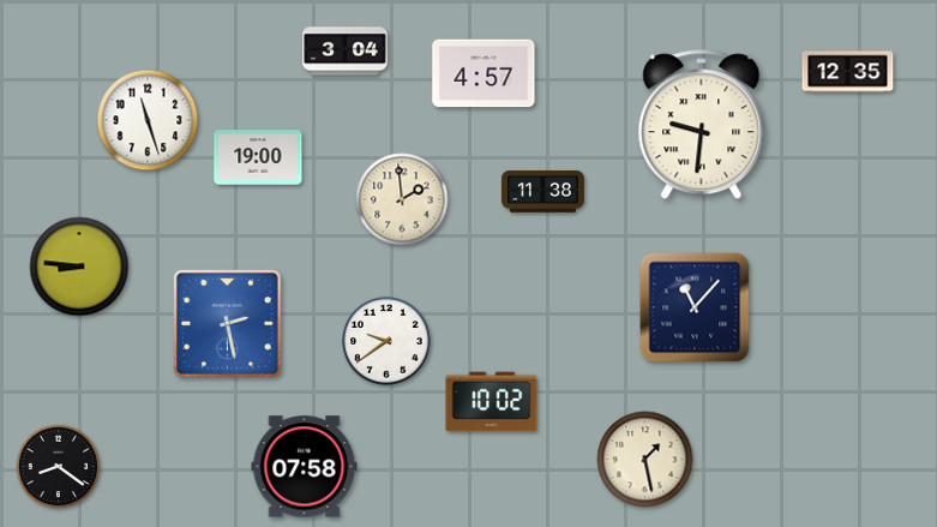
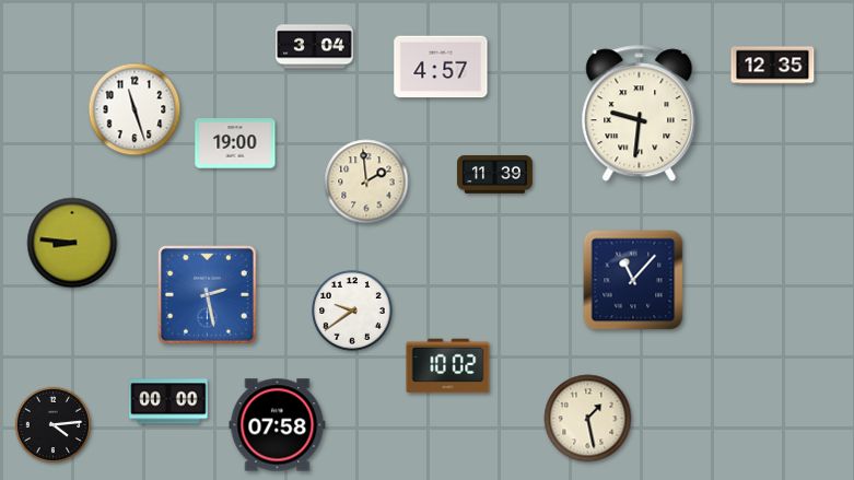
clock at (542, 191): 11:38 -> 11:39
clock at (168, 401): none -> 00:00
clock at (59, 467): 8:21 -> 4:14
